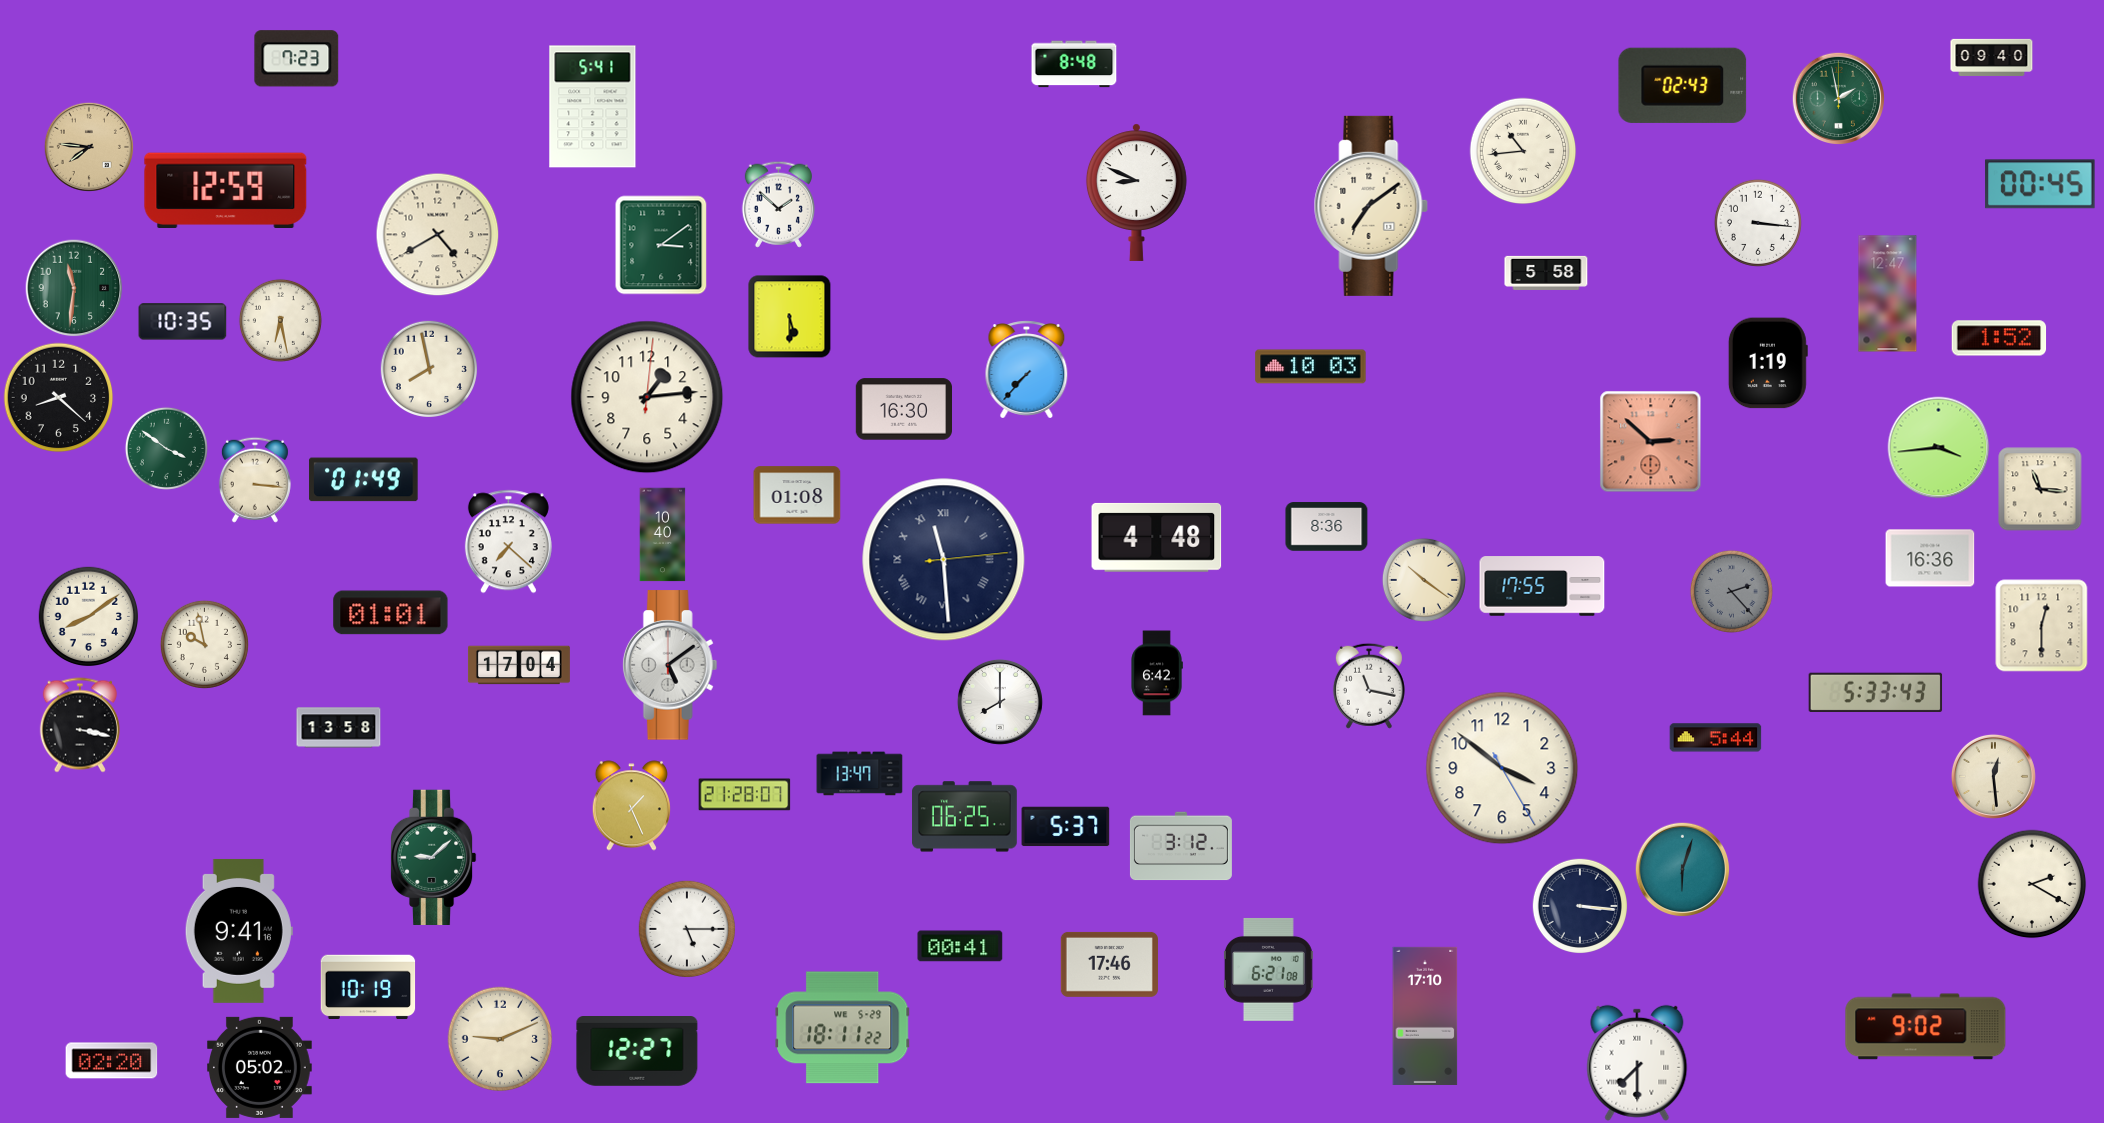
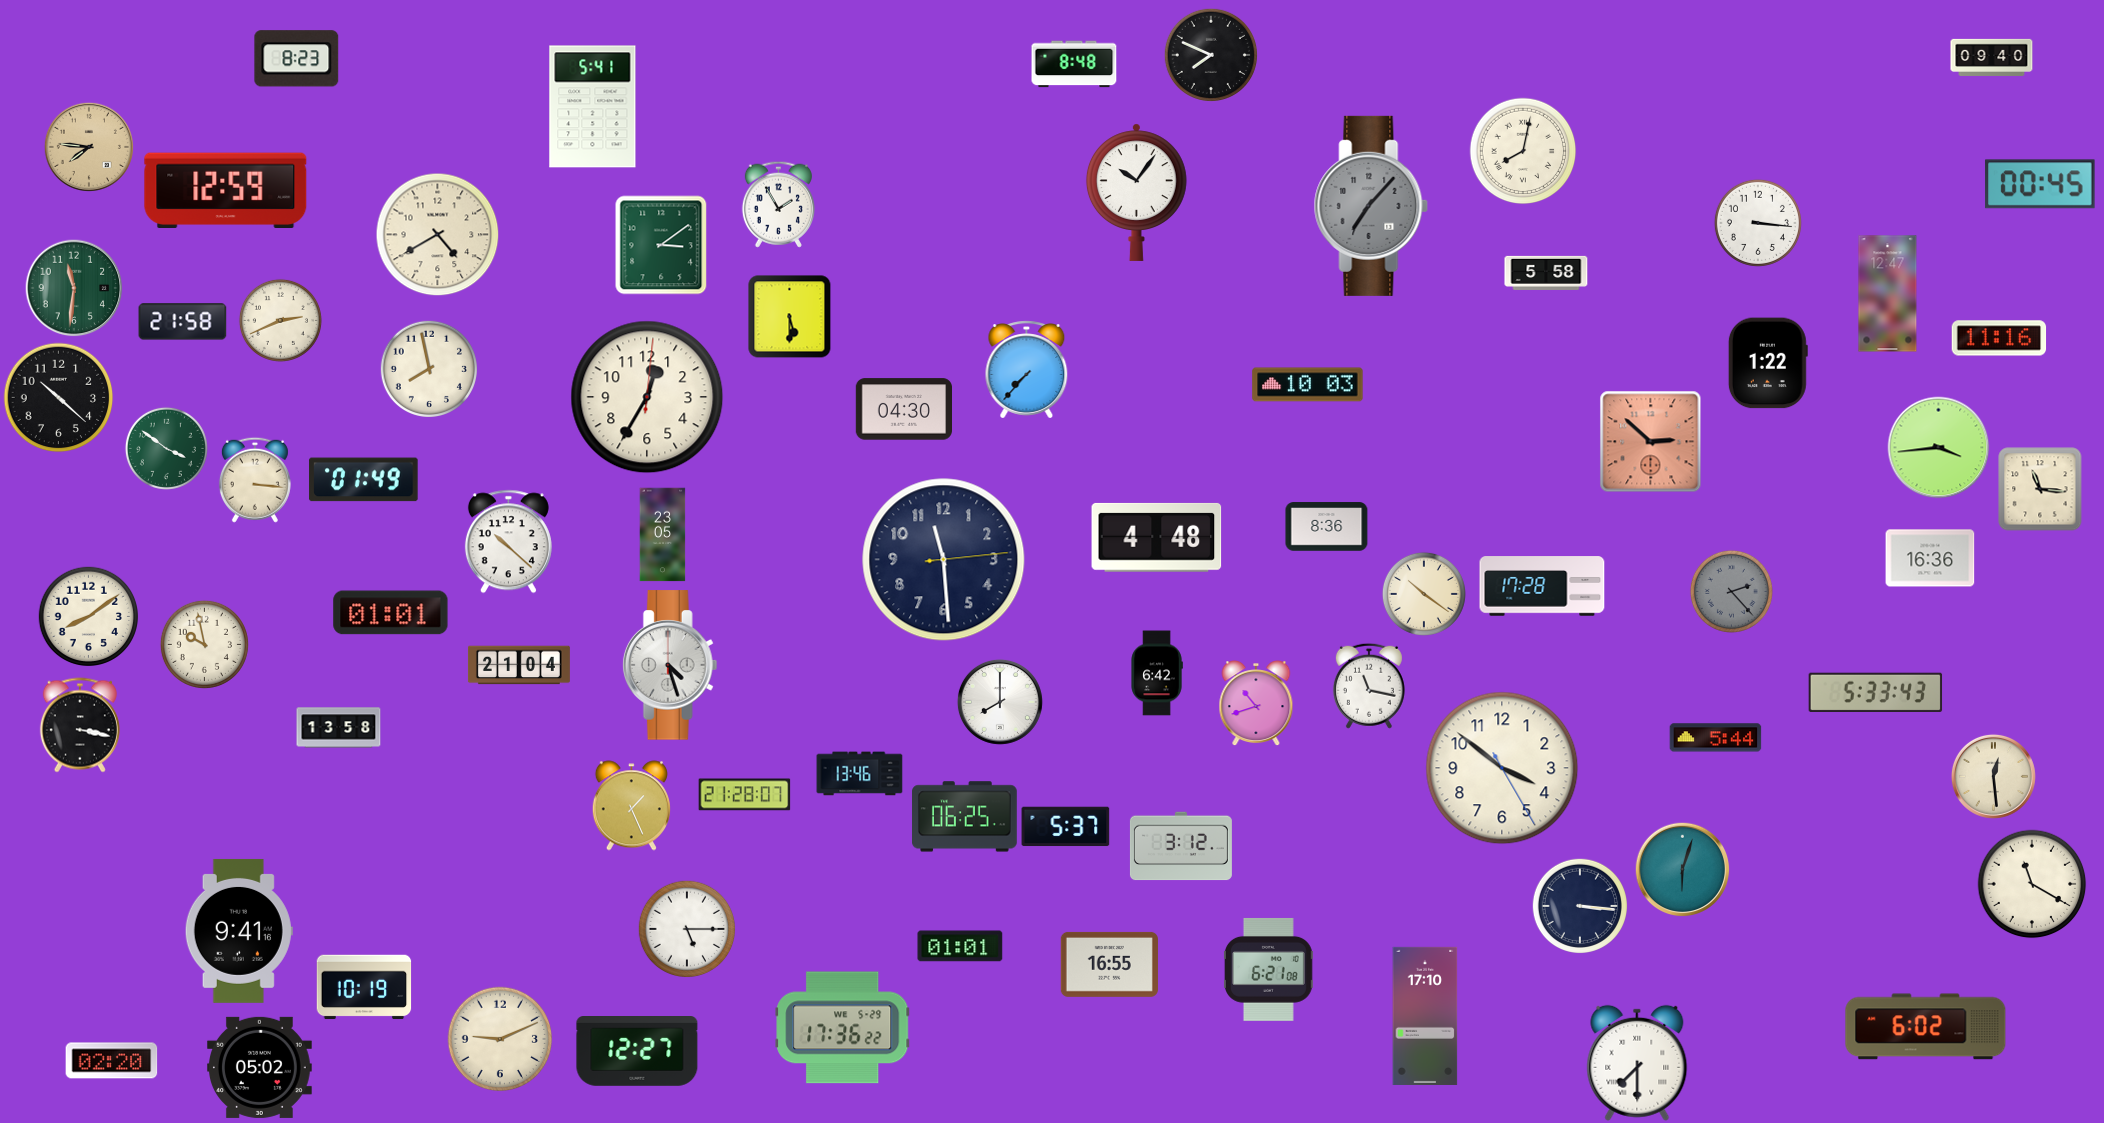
clock at (1211, 55): none -> 7:49
clock at (297, 59): 7:23 -> 8:23
clock at (1683, 85): 02:43 -> none
clock at (1838, 98): 1:58 -> none
clock at (1523, 151): 10:44 -> 8:02
clock at (1136, 192): 8:49 -> 10:06
clock at (778, 204): 1:52 -> 1:55
clock at (1371, 206): 7:09 -> 7:07
clock at (1371, 206) dial: cream -> grey
clock at (280, 320): 6:28 -> 2:41
clock at (183, 322): 10:35 -> 21:58
clock at (1999, 338): 1:52 -> 11:16
clock at (1768, 363): 1:19 -> 1:22
clock at (1311, 367) position: (1311, 367) -> (1308, 385)
clock at (647, 397): 1:14 -> 12:35
clock at (59, 398): 8:22 -> 10:22
clock at (903, 409): 16:30 -> 04:30
clock at (797, 495): 01:08 -> none
clock at (663, 535): 10:40 -> 23:05
clock at (508, 542): 7:22 -> 10:22
clock at (944, 560) numerals: Roman -> Arabic
clock at (1424, 580) position: (1424, 580) -> (1424, 594)
clock at (1542, 586): 17:55 -> 17:28
clock at (2042, 626): 12:30 -> none
clock at (519, 665): 17:04 -> 21:04
clock at (670, 665): 5:09 -> 4:27
clock at (1256, 703): none -> 10:42
clock at (860, 774): 13:47 -> 13:46
clock at (433, 857): 9:08 -> none
clock at (2032, 884): 2:20 -> 11:20
clock at (960, 946): 00:41 -> 01:01
clock at (1109, 964): 17:46 -> 16:55
clock at (368, 987) position: (368, 987) -> (364, 987)
clock at (1926, 1027): 9:02 -> 6:02
clock at (843, 1028): 18:11 -> 17:36
